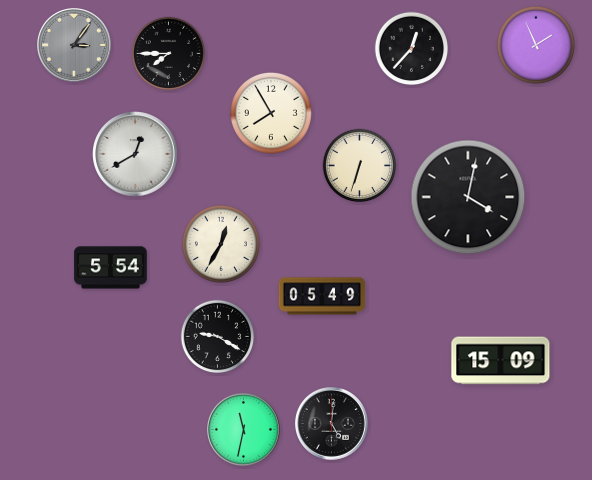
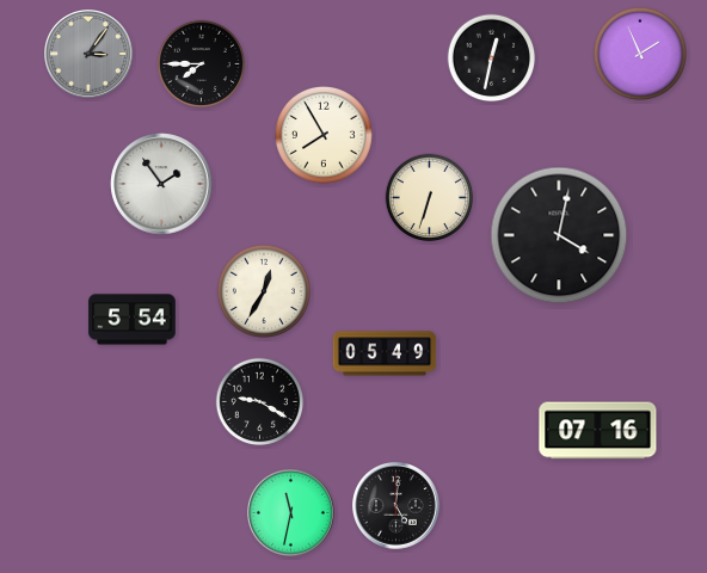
clock at (412, 49): 12:37 -> 12:32
clock at (135, 154): 12:40 -> 1:54
clock at (501, 361): 15:09 -> 07:16
